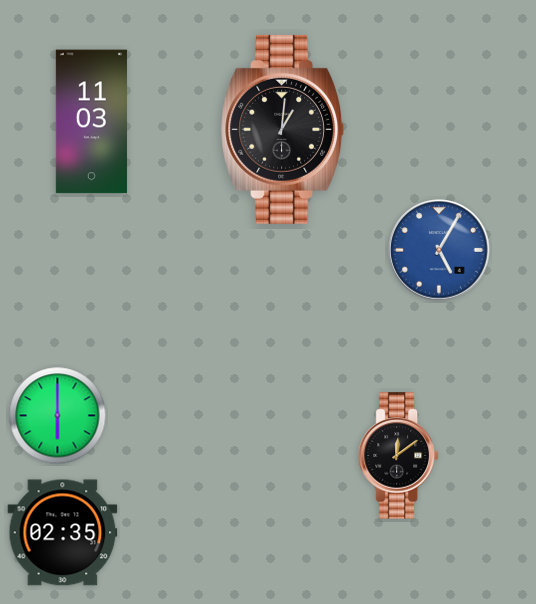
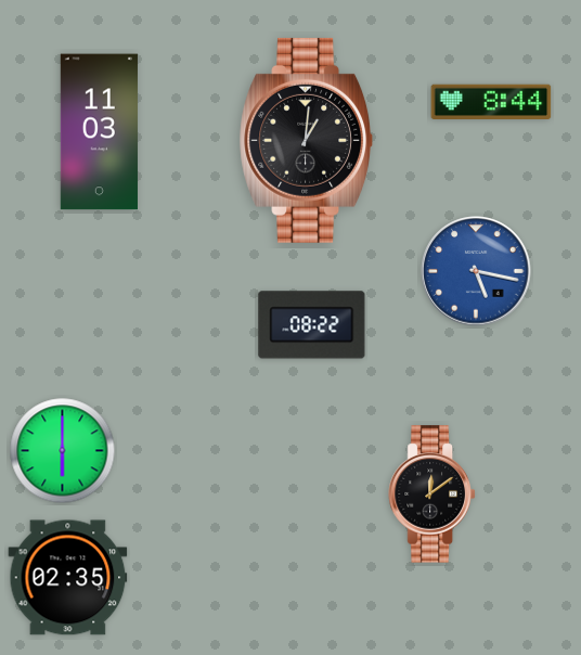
clock at (491, 101): none -> 8:44
clock at (439, 250): 5:05 -> 5:17
clock at (312, 325): none -> 08:22
